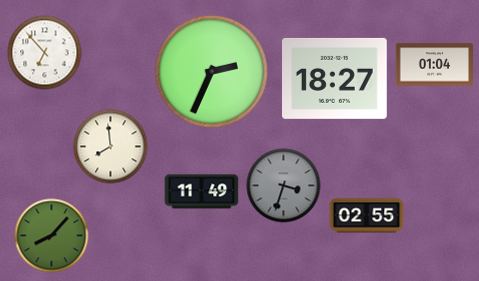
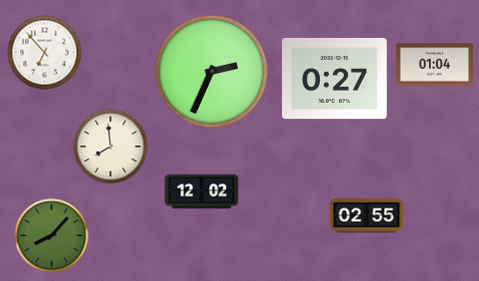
clock at (335, 78): 18:27 -> 0:27
clock at (284, 186): 3:33 -> none
clock at (202, 192): 11:49 -> 12:02
